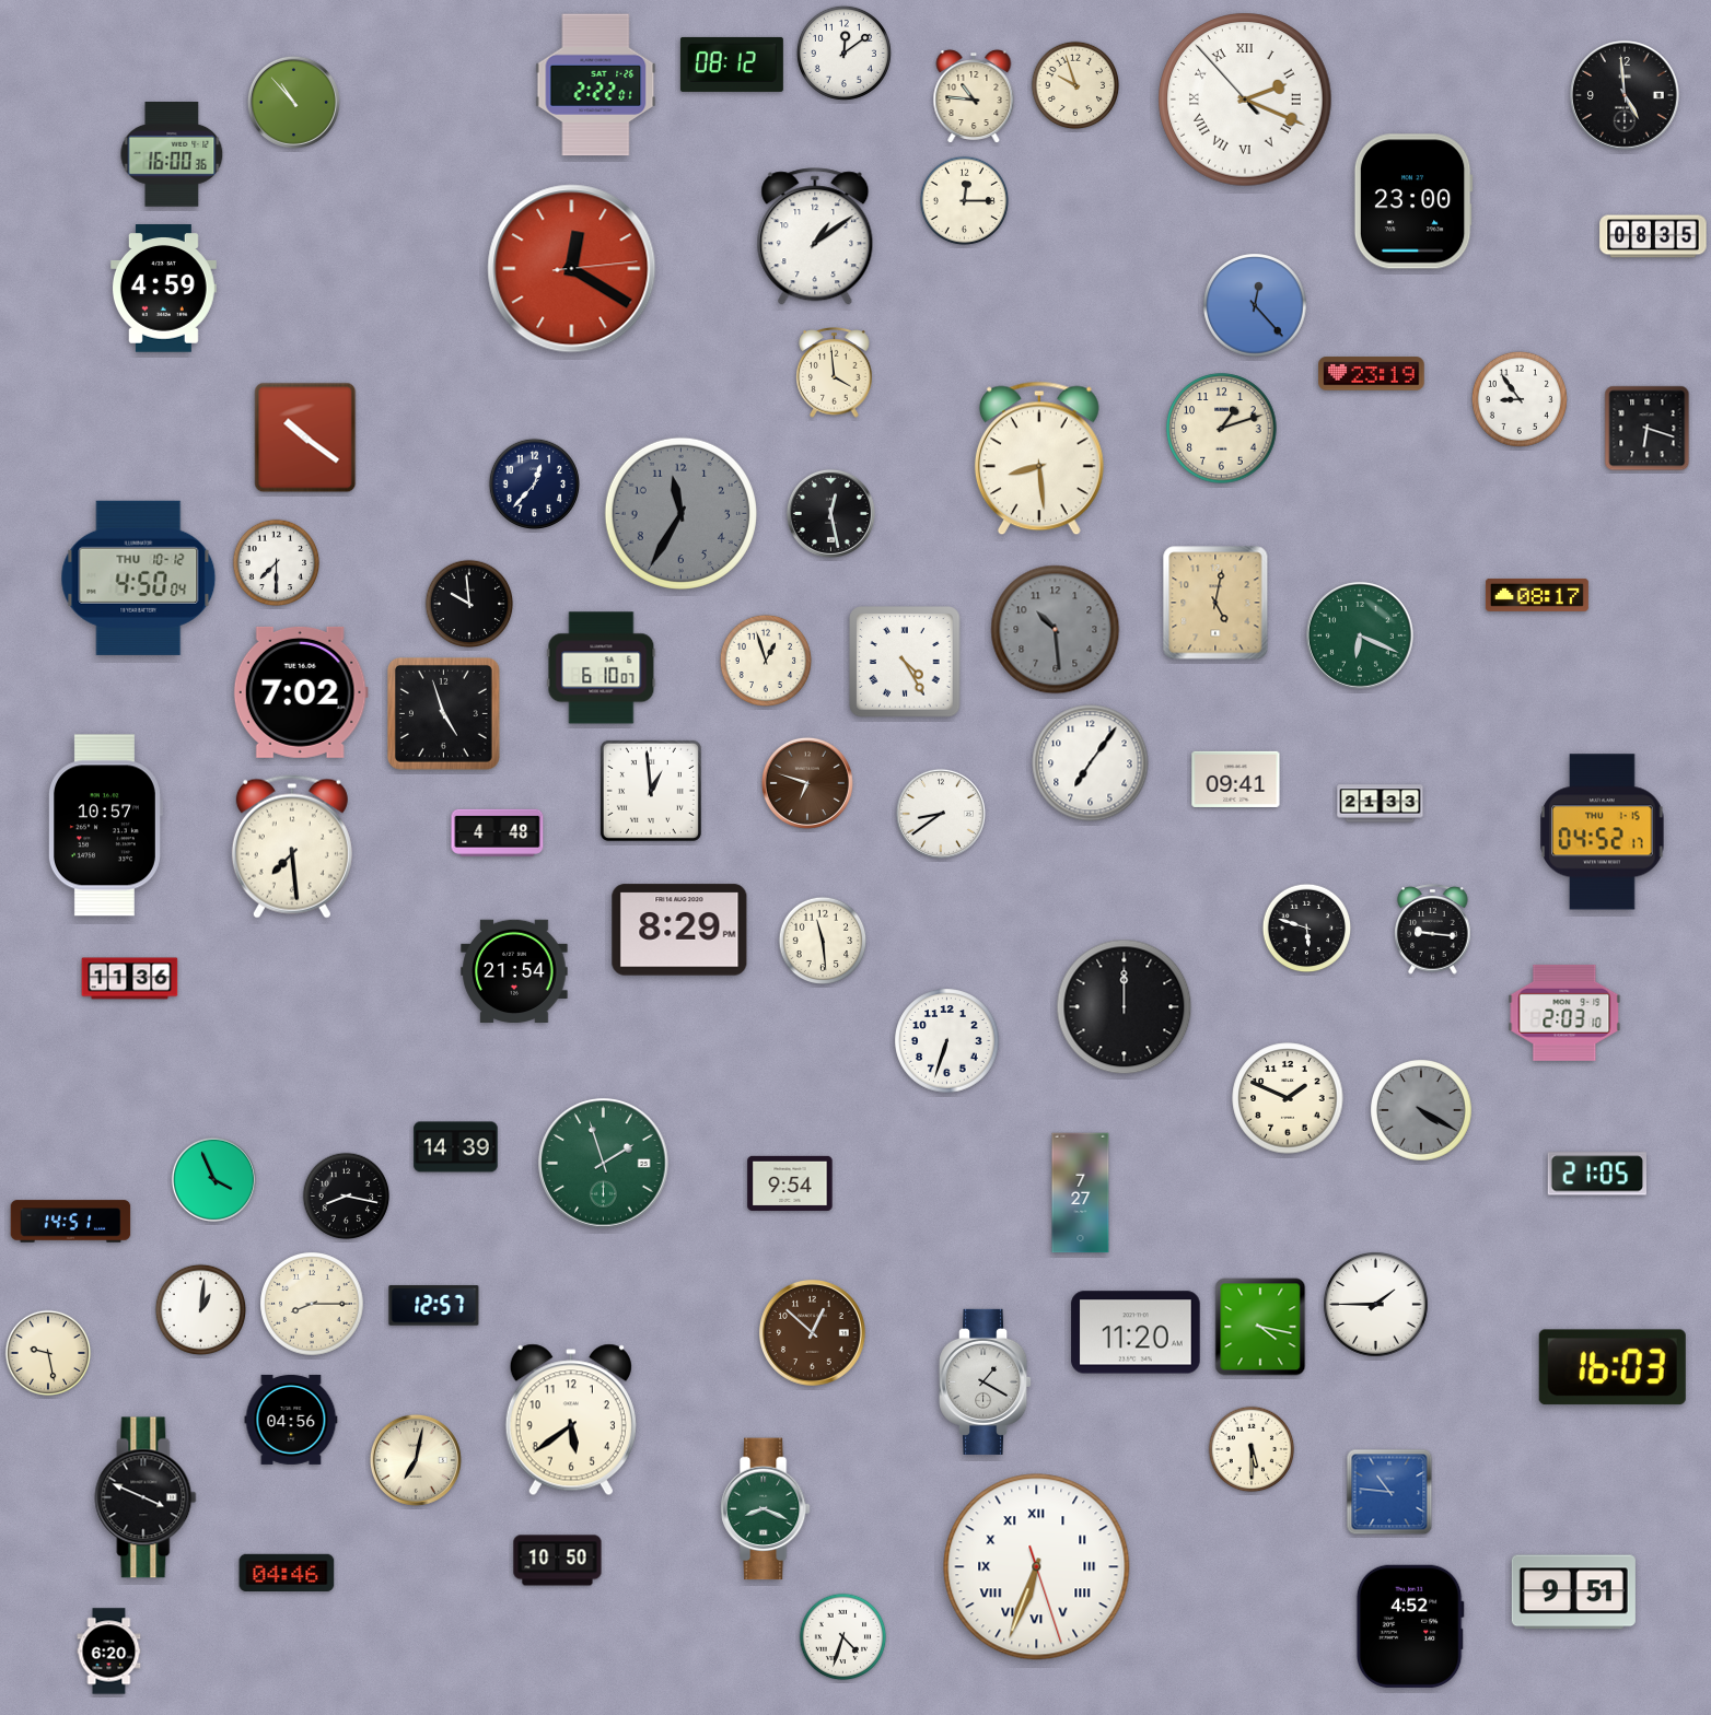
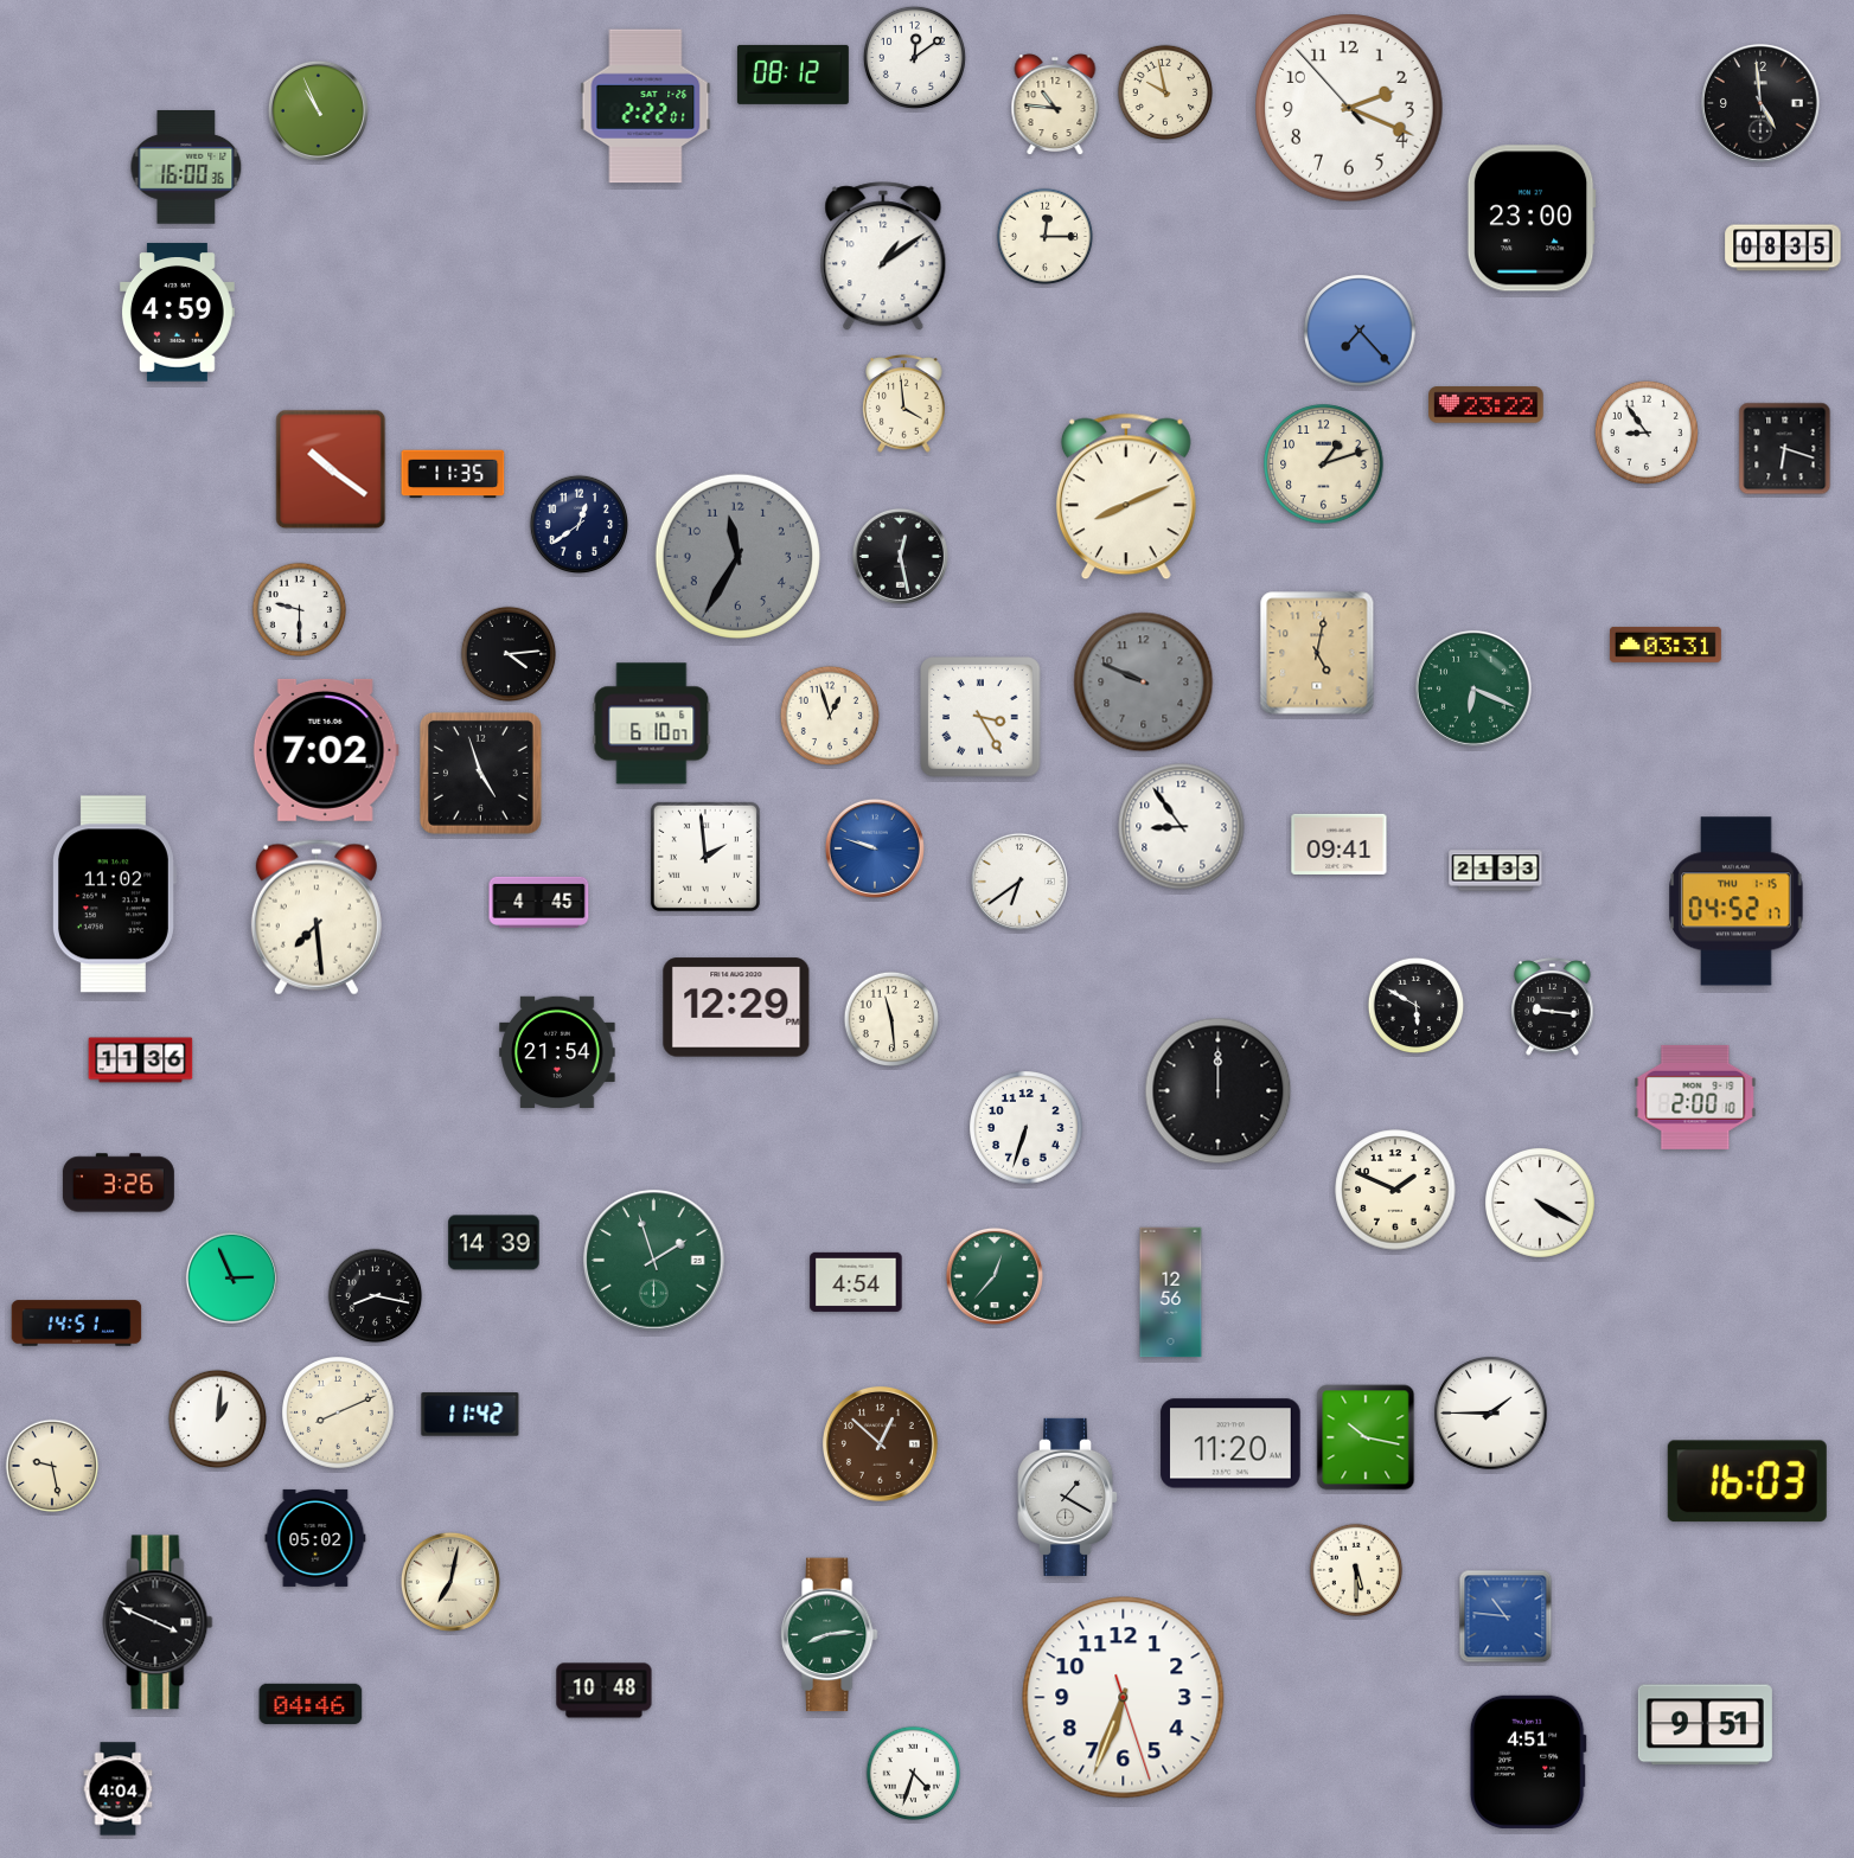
clock at (732, 65) position: (732, 65) -> (793, 75)
clock at (596, 85) position: (596, 85) -> (646, 107)
clock at (1075, 85): 9:57 -> 9:58
clock at (1245, 100) numerals: Roman -> Arabic
clock at (293, 102): 10:53 -> 10:56
clock at (965, 201) position: (965, 201) -> (1046, 237)
clock at (1653, 236) position: (1653, 236) -> (1783, 248)
clock at (572, 269): 12:20 -> none
clock at (1255, 305): 12:23 -> 7:23
clock at (1372, 374): 23:19 -> 23:22
clock at (1648, 429) position: (1648, 429) -> (1785, 449)
clock at (305, 437) position: (305, 437) -> (331, 469)
clock at (453, 474): none -> 11:35
clock at (1039, 458): 8:29 -> 8:11
clock at (534, 483): 12:37 -> 12:39
clock at (277, 563): 7:30 -> 9:30
clock at (139, 577): 4:50 -> none
clock at (1537, 595): 08:17 -> 03:31
clock at (469, 604): 9:59 -> 4:14
clock at (1056, 630): 10:29 -> 9:49
clock at (905, 662): 4:25 -> 3:25
clock at (1091, 763): 7:06 -> 8:54
clock at (807, 783): 6:48 -> 9:48
clock at (807, 783) dial: brown -> blue
clock at (651, 791): 12:59 -> 1:59
clock at (941, 814): 8:39 -> 6:39
clock at (105, 826): 10:57 -> 11:02
clock at (498, 832): 4:48 -> 4:45
clock at (1307, 929): 5:48 -> 5:50
clock at (679, 930): 8:29 -> 12:29
clock at (1564, 1013): 2:03 -> 2:00
clock at (119, 1183): none -> 3:26
clock at (1422, 1111) dial: grey -> white
clock at (1596, 1174): 21:05 -> none
clock at (995, 1276): none -> 12:37
clock at (213, 1179): 3:56 -> 2:56
clock at (790, 1183): 9:54 -> 4:54
clock at (1081, 1193): 7:27 -> 12:56
clock at (312, 1304): 8:15 -> 8:11
clock at (434, 1306): 12:57 -> 11:42
clock at (1260, 1327): 4:17 -> 10:17
clock at (291, 1420): 04:56 -> 05:02
clock at (571, 1420): 5:39 -> none
clock at (765, 1509): 8:19 -> 8:14
clock at (558, 1561): 10:50 -> 10:48
clock at (1037, 1567) numerals: Roman -> Arabic
clock at (1410, 1626): 4:52 -> 4:51
clock at (109, 1652): 6:20 -> 4:04
